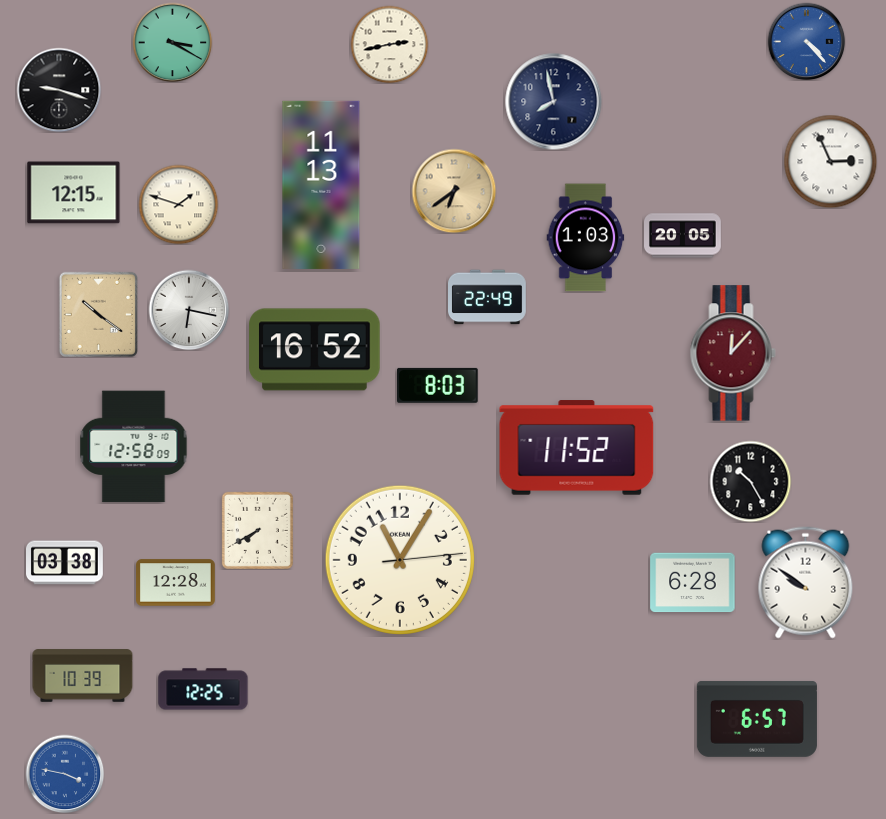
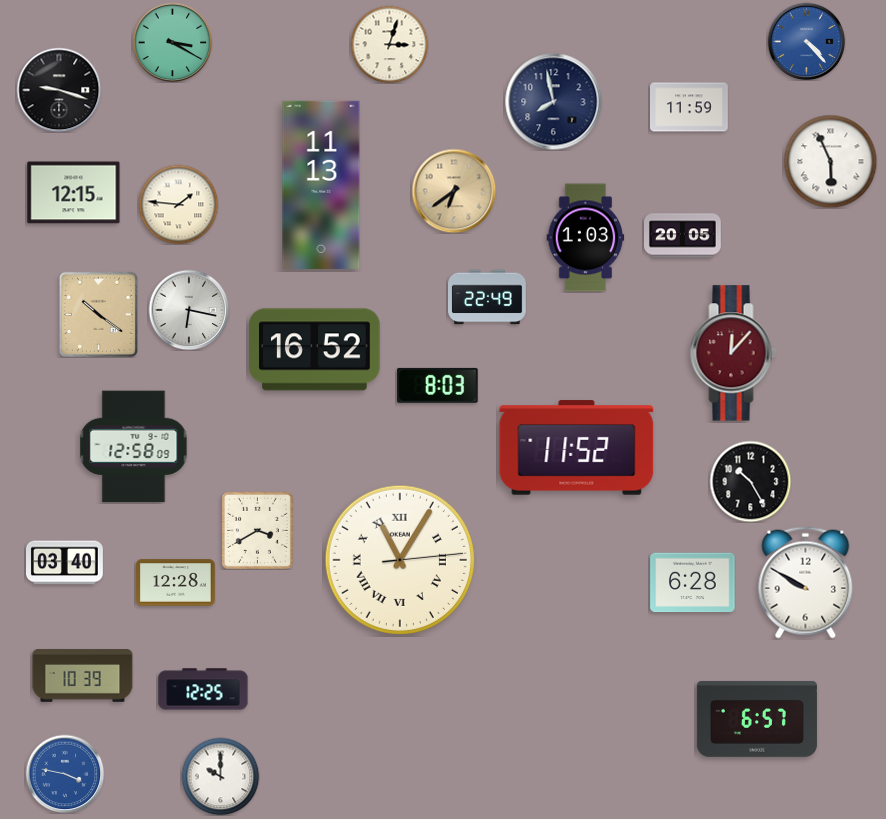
clock at (389, 44): 2:43 -> 3:03
clock at (690, 107): none -> 11:59
clock at (830, 161): 2:56 -> 5:56
clock at (178, 204): 1:48 -> 1:46
clock at (257, 530): 7:40 -> 3:40
clock at (400, 560) numerals: Arabic -> Roman
clock at (65, 563): 03:38 -> 03:40
clock at (806, 583): 9:51 -> 9:50
clock at (220, 776): none -> 10:00
